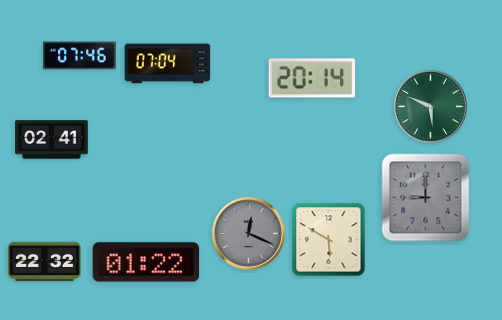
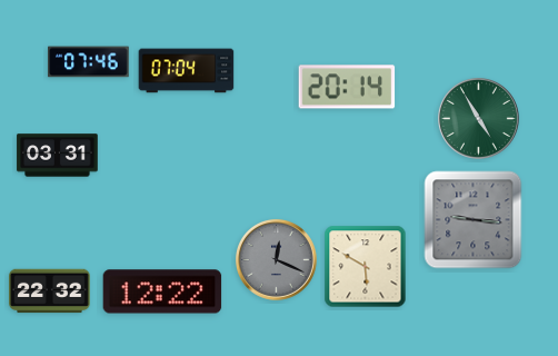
clock at (430, 106): 5:49 -> 4:55
clock at (52, 140): 02:41 -> 03:31
clock at (426, 198): 9:00 -> 9:16
clock at (146, 262): 01:22 -> 12:22
